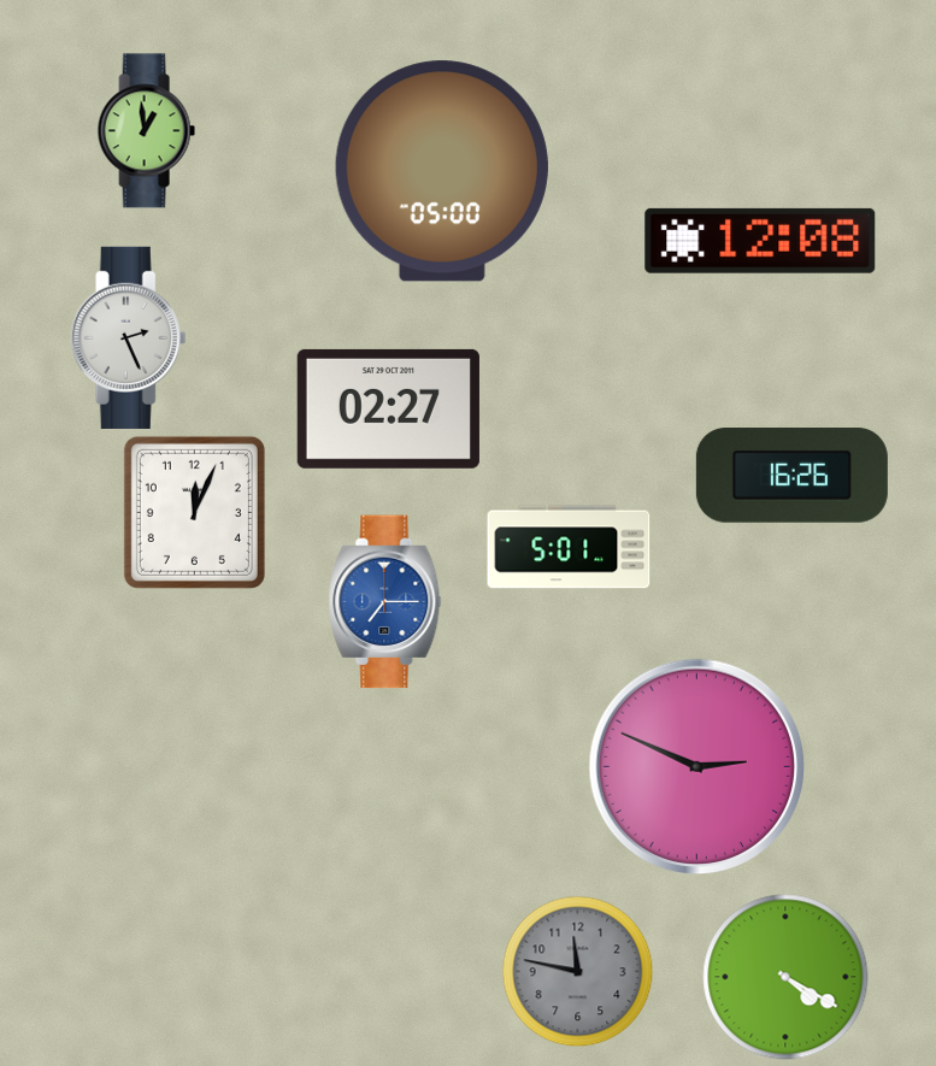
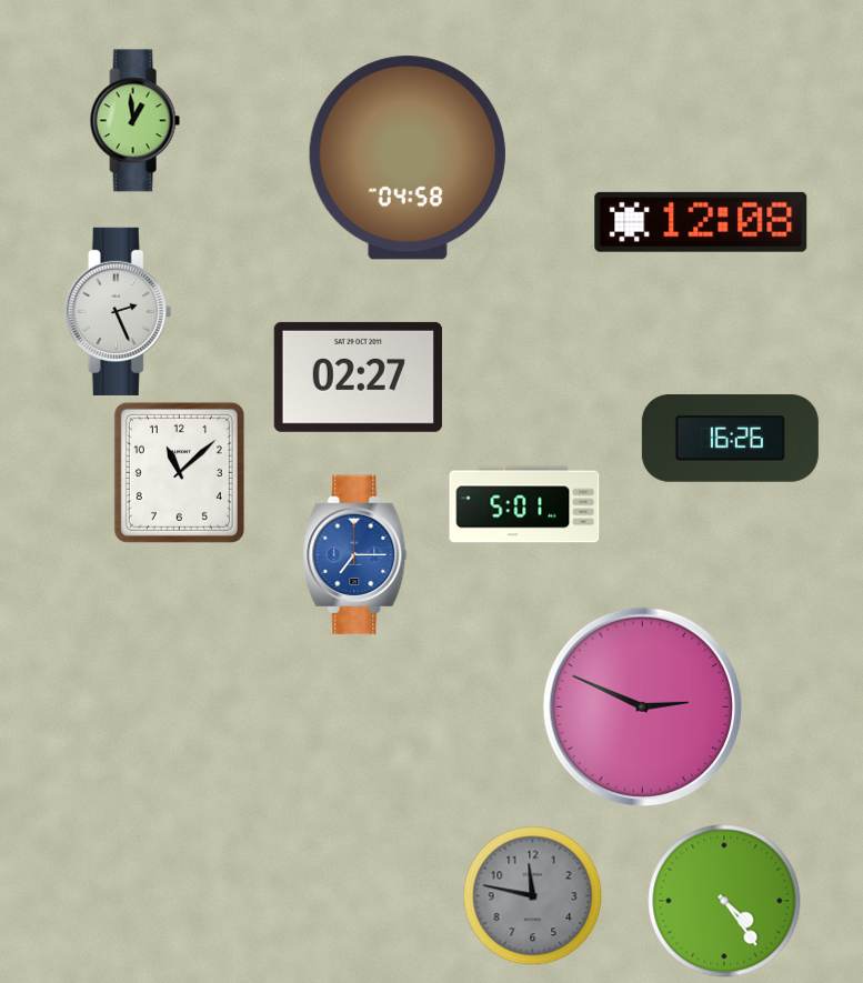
clock at (442, 171): 05:00 -> 04:58
clock at (194, 512): 12:04 -> 11:08
clock at (785, 977): 4:20 -> 4:24
